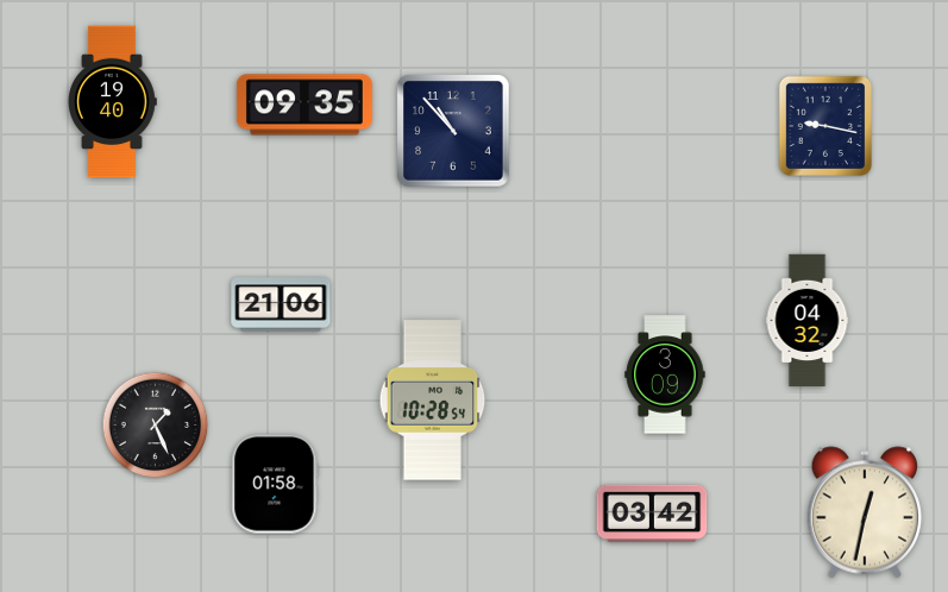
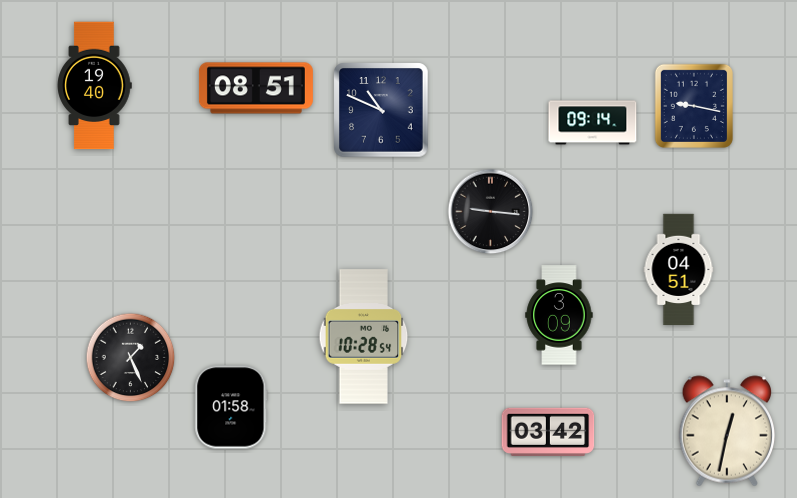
clock at (305, 105): 09:35 -> 08:51
clock at (453, 131): 10:53 -> 10:49
clock at (593, 123): none -> 09:14
clock at (491, 212): none -> 9:16
clock at (281, 304): 21:06 -> none
clock at (808, 321): 04:32 -> 04:51
